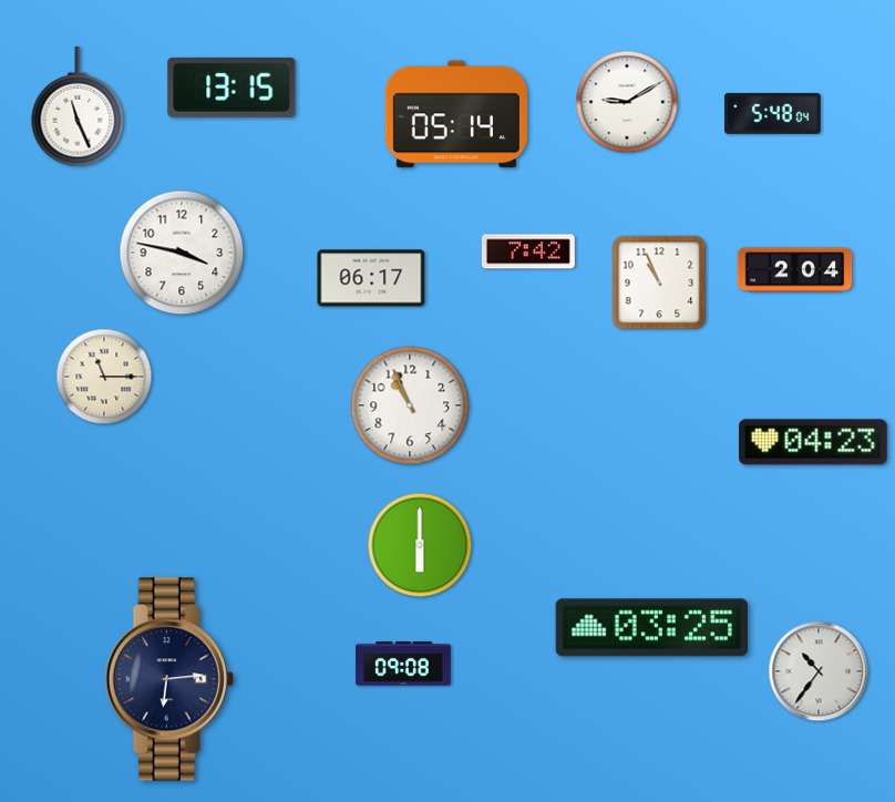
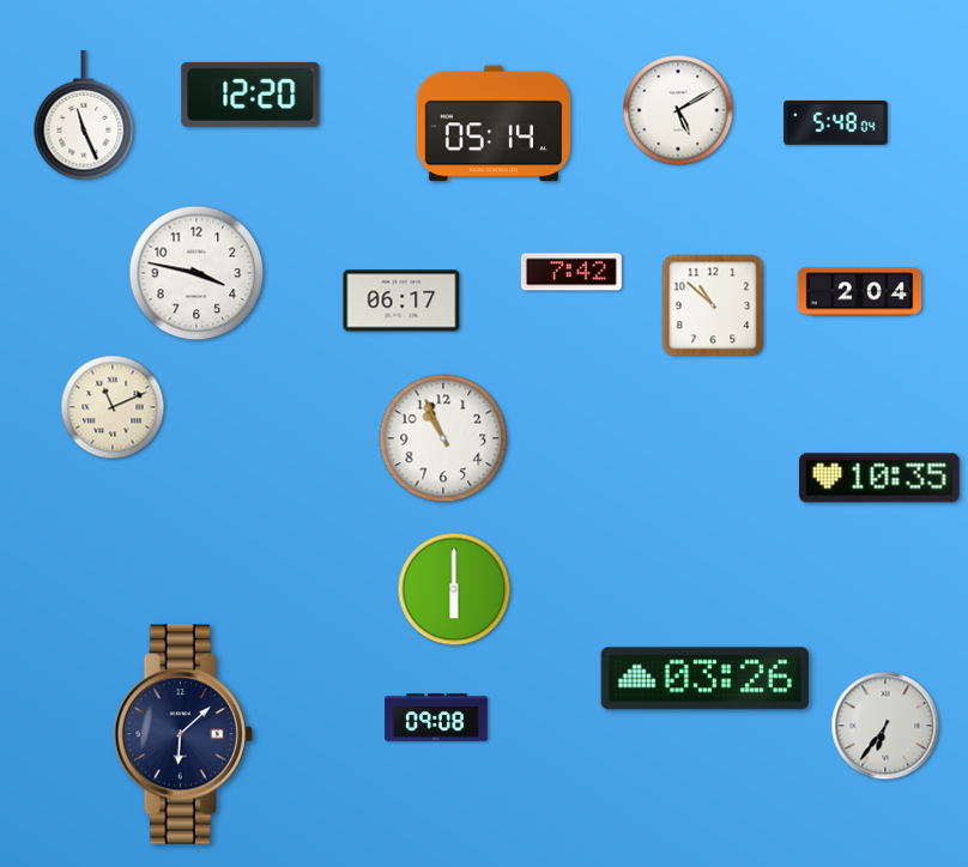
clock at (232, 88): 13:15 -> 12:20
clock at (627, 102): 9:10 -> 5:10
clock at (659, 282): 10:56 -> 10:52
clock at (104, 377): 11:15 -> 11:11
clock at (813, 442): 04:23 -> 10:35
clock at (651, 628): 03:25 -> 03:26
clock at (819, 671): 10:36 -> 6:36
clock at (169, 679): 6:14 -> 6:08
